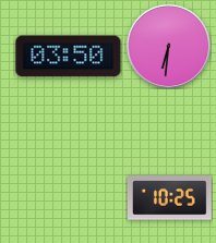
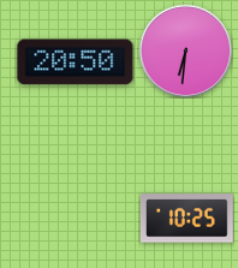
clock at (69, 57): 03:50 -> 20:50
